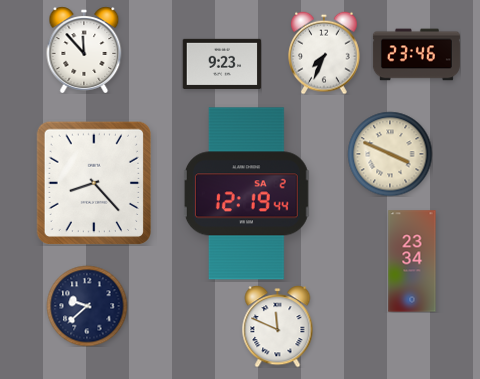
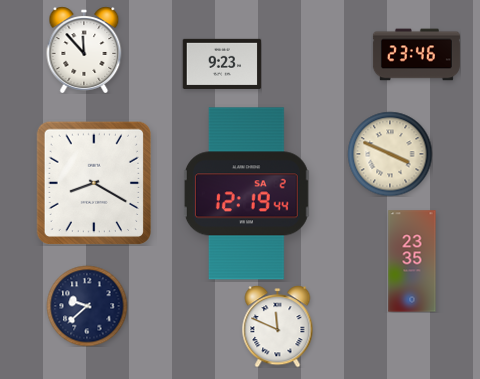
clock at (324, 53): 7:34 -> none
clock at (93, 182): 8:23 -> 8:20
clock at (412, 261): 23:34 -> 23:35
